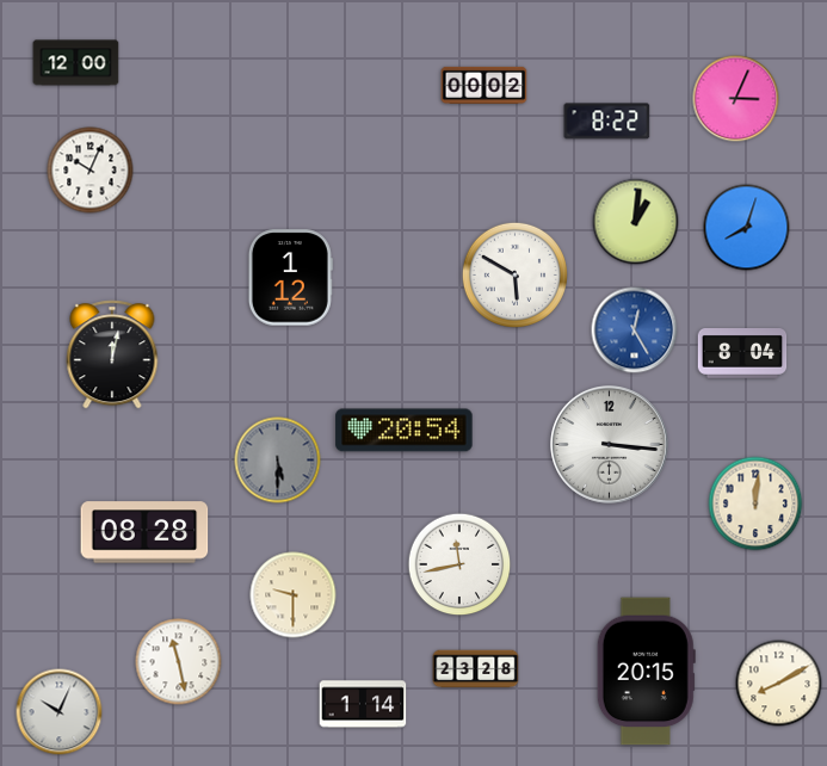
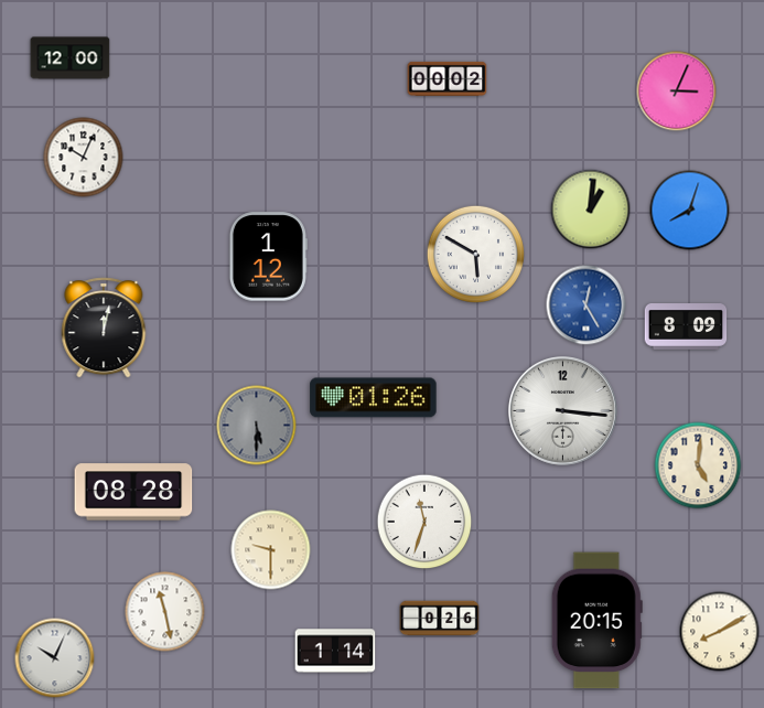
clock at (736, 99) position: (736, 99) -> (677, 92)
clock at (607, 122): 8:22 -> none
clock at (636, 222) position: (636, 222) -> (591, 210)
clock at (742, 354): 8:04 -> 8:09
clock at (405, 431): 20:54 -> 01:26
clock at (755, 504): 12:01 -> 5:01
clock at (459, 564): 11:43 -> 11:33
clock at (476, 669): 23:28 -> 0:26
